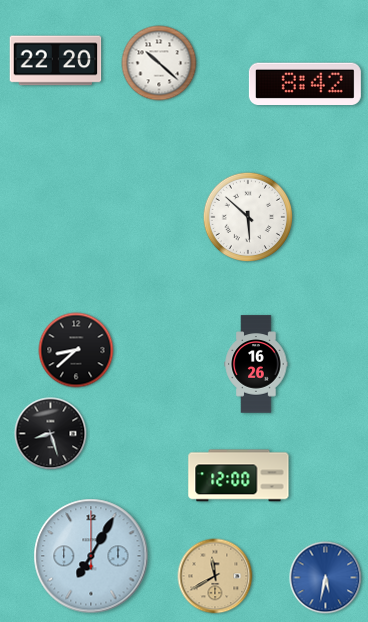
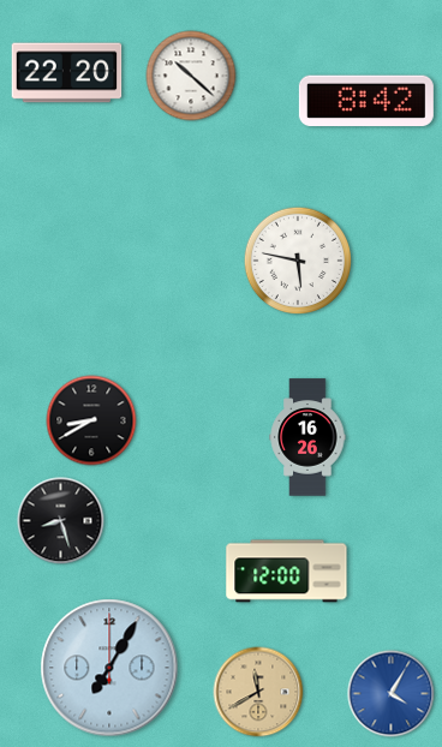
clock at (247, 216): 5:52 -> 5:47
clock at (76, 350): 8:38 -> 8:40
clock at (326, 578): 5:32 -> 4:05
